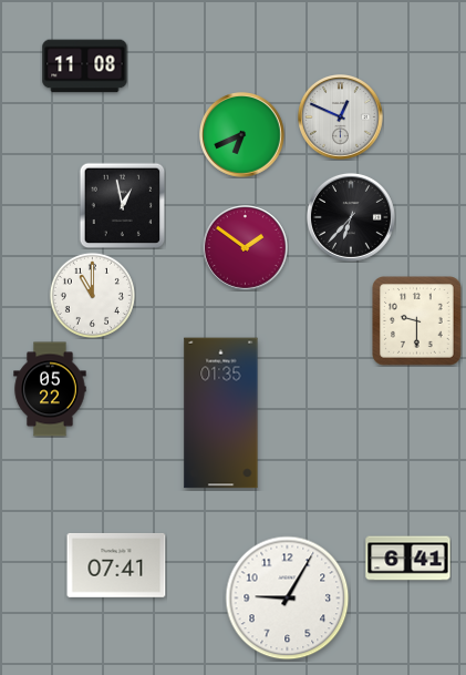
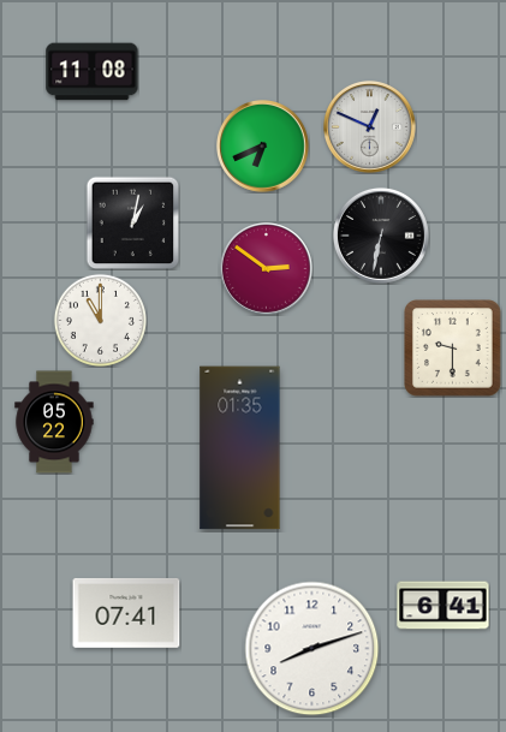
clock at (122, 205): 12:58 -> 1:02
clock at (351, 217): 6:37 -> 6:32
clock at (246, 248): 1:51 -> 2:51
clock at (288, 599): 9:05 -> 8:12
